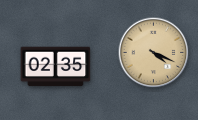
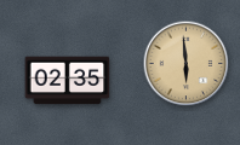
clock at (154, 53): 4:19 -> 5:59
